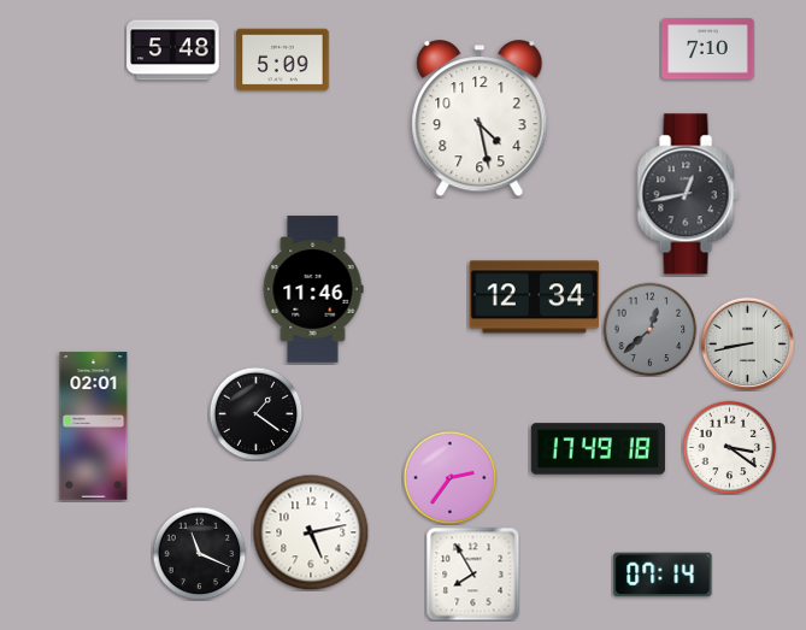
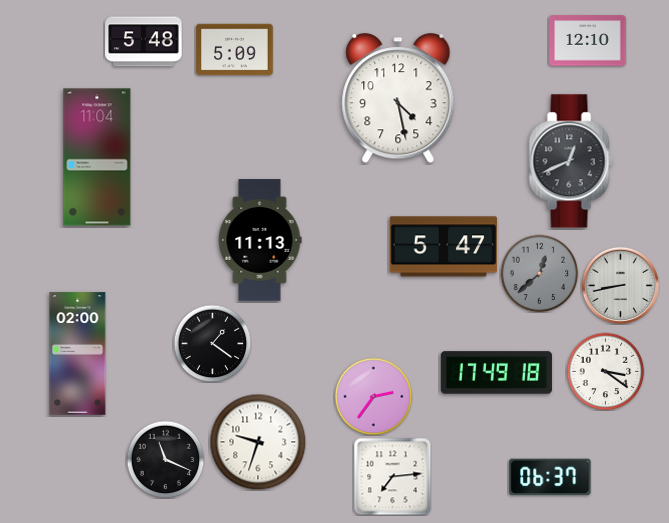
clock at (708, 49): 7:10 -> 12:10
clock at (97, 157): none -> 11:04
clock at (688, 194): 12:43 -> 12:41
clock at (313, 289): 11:46 -> 11:13
clock at (535, 298): 12:34 -> 5:47
clock at (94, 426): 02:01 -> 02:00
clock at (311, 532): 5:13 -> 9:33
clock at (472, 573): 7:55 -> 7:14
clock at (663, 575): 07:14 -> 06:37
